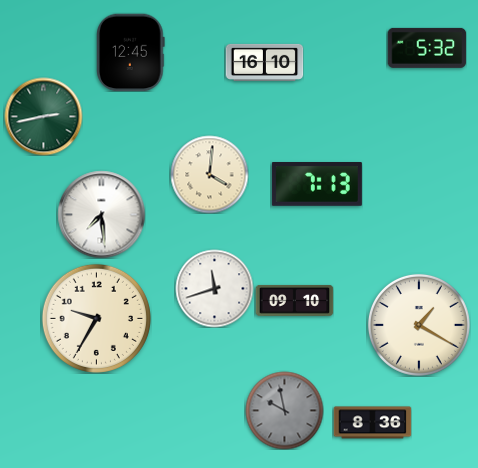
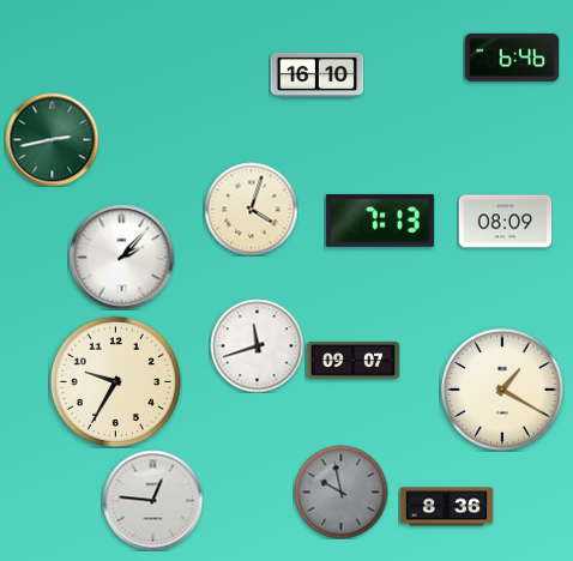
clock at (427, 48): 5:32 -> 6:46
clock at (131, 52): 12:45 -> none
clock at (209, 174): 4:01 -> 4:03
clock at (505, 222): none -> 08:09
clock at (101, 214): 7:29 -> 2:07
clock at (294, 300): 09:10 -> 09:07
clock at (152, 500): none -> 12:46
